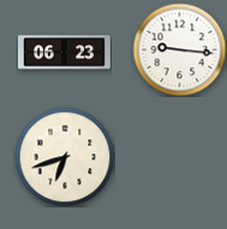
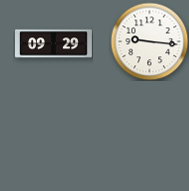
clock at (65, 53): 06:23 -> 09:29
clock at (65, 157): 6:42 -> none
